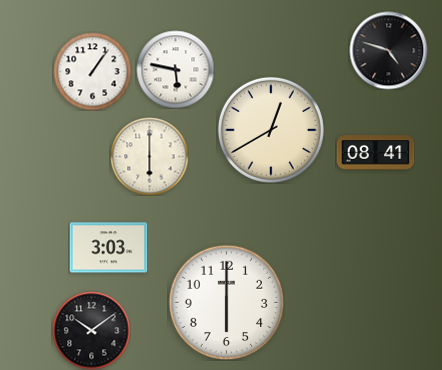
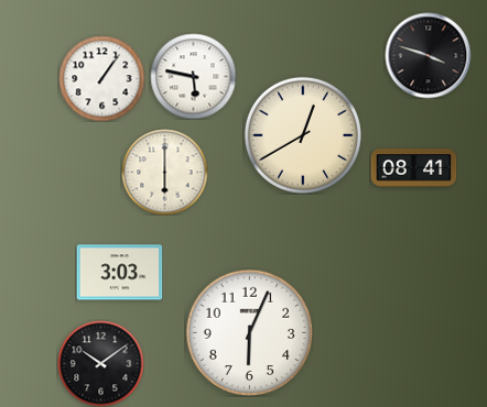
clock at (388, 50): 4:48 -> 3:48
clock at (271, 130) position: (271, 130) -> (303, 135)
clock at (226, 302): 6:00 -> 6:04
